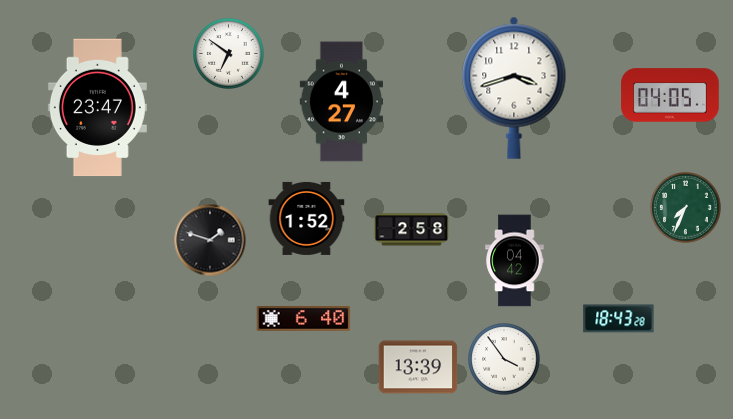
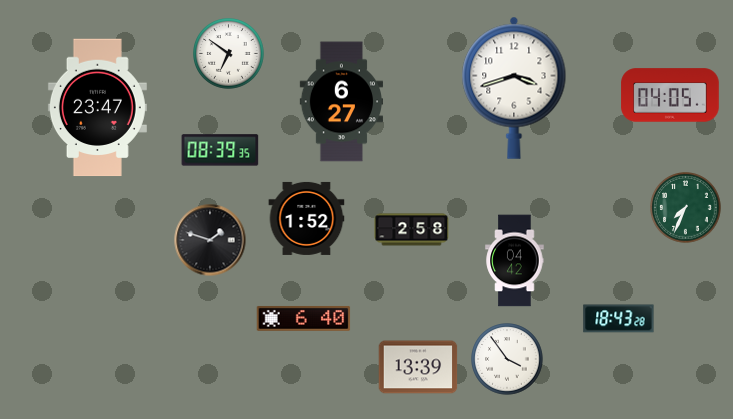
clock at (342, 102): 4:27 -> 6:27
clock at (220, 150): none -> 08:39
clock at (504, 359) position: (504, 359) -> (507, 359)
